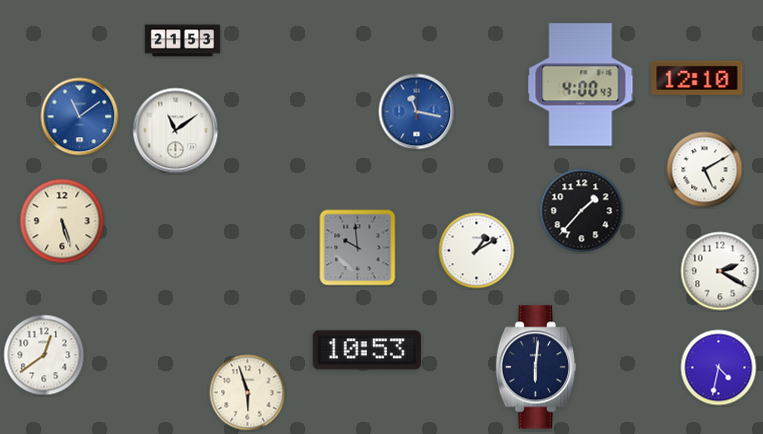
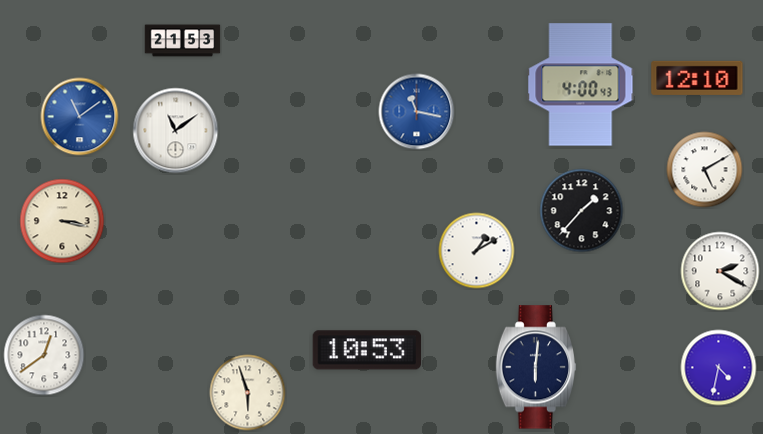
clock at (62, 221): 5:27 -> 3:17
clock at (358, 248): 9:59 -> none
